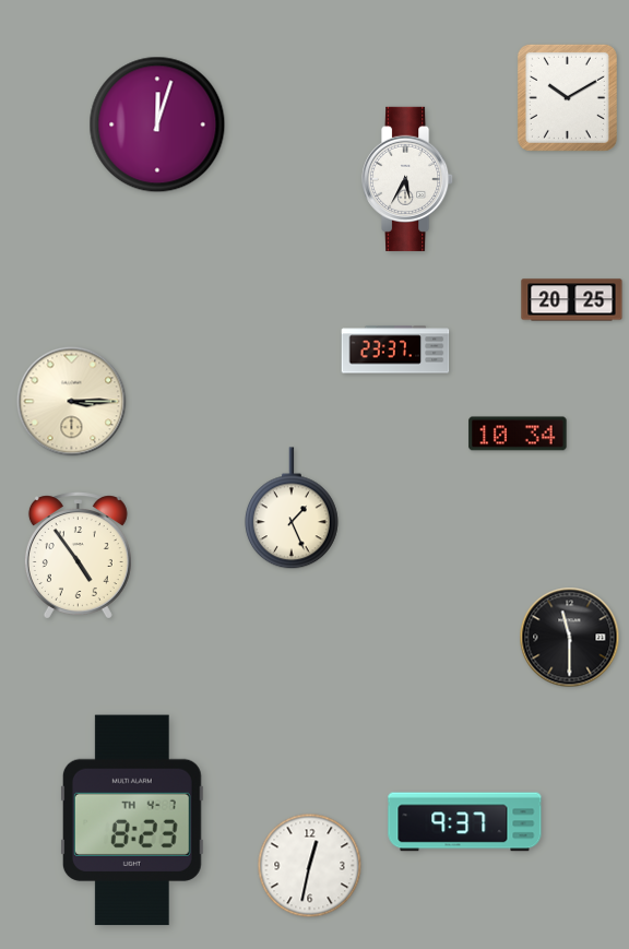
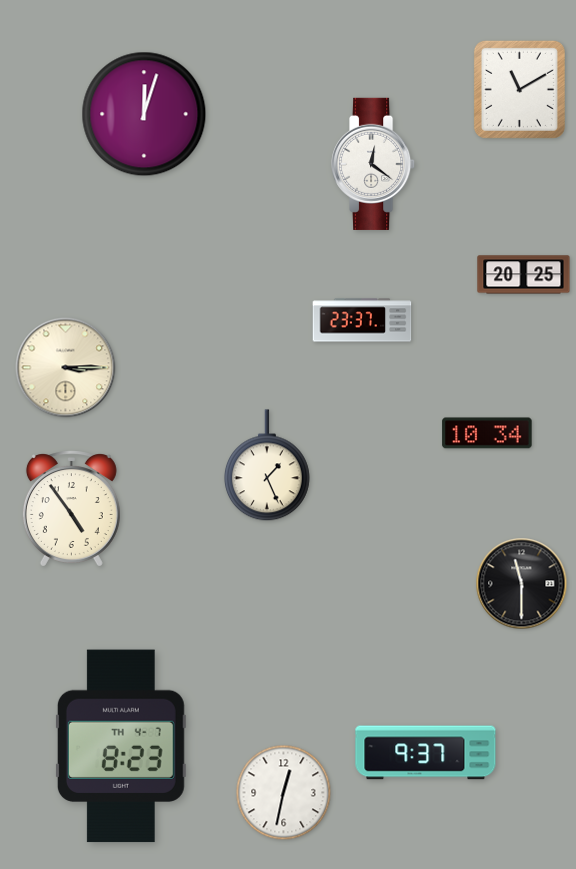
clock at (567, 97): 10:10 -> 11:10
clock at (408, 179): 5:35 -> 12:21
clock at (518, 434) position: (518, 434) -> (487, 433)
clock at (132, 820) position: (132, 820) -> (121, 746)
